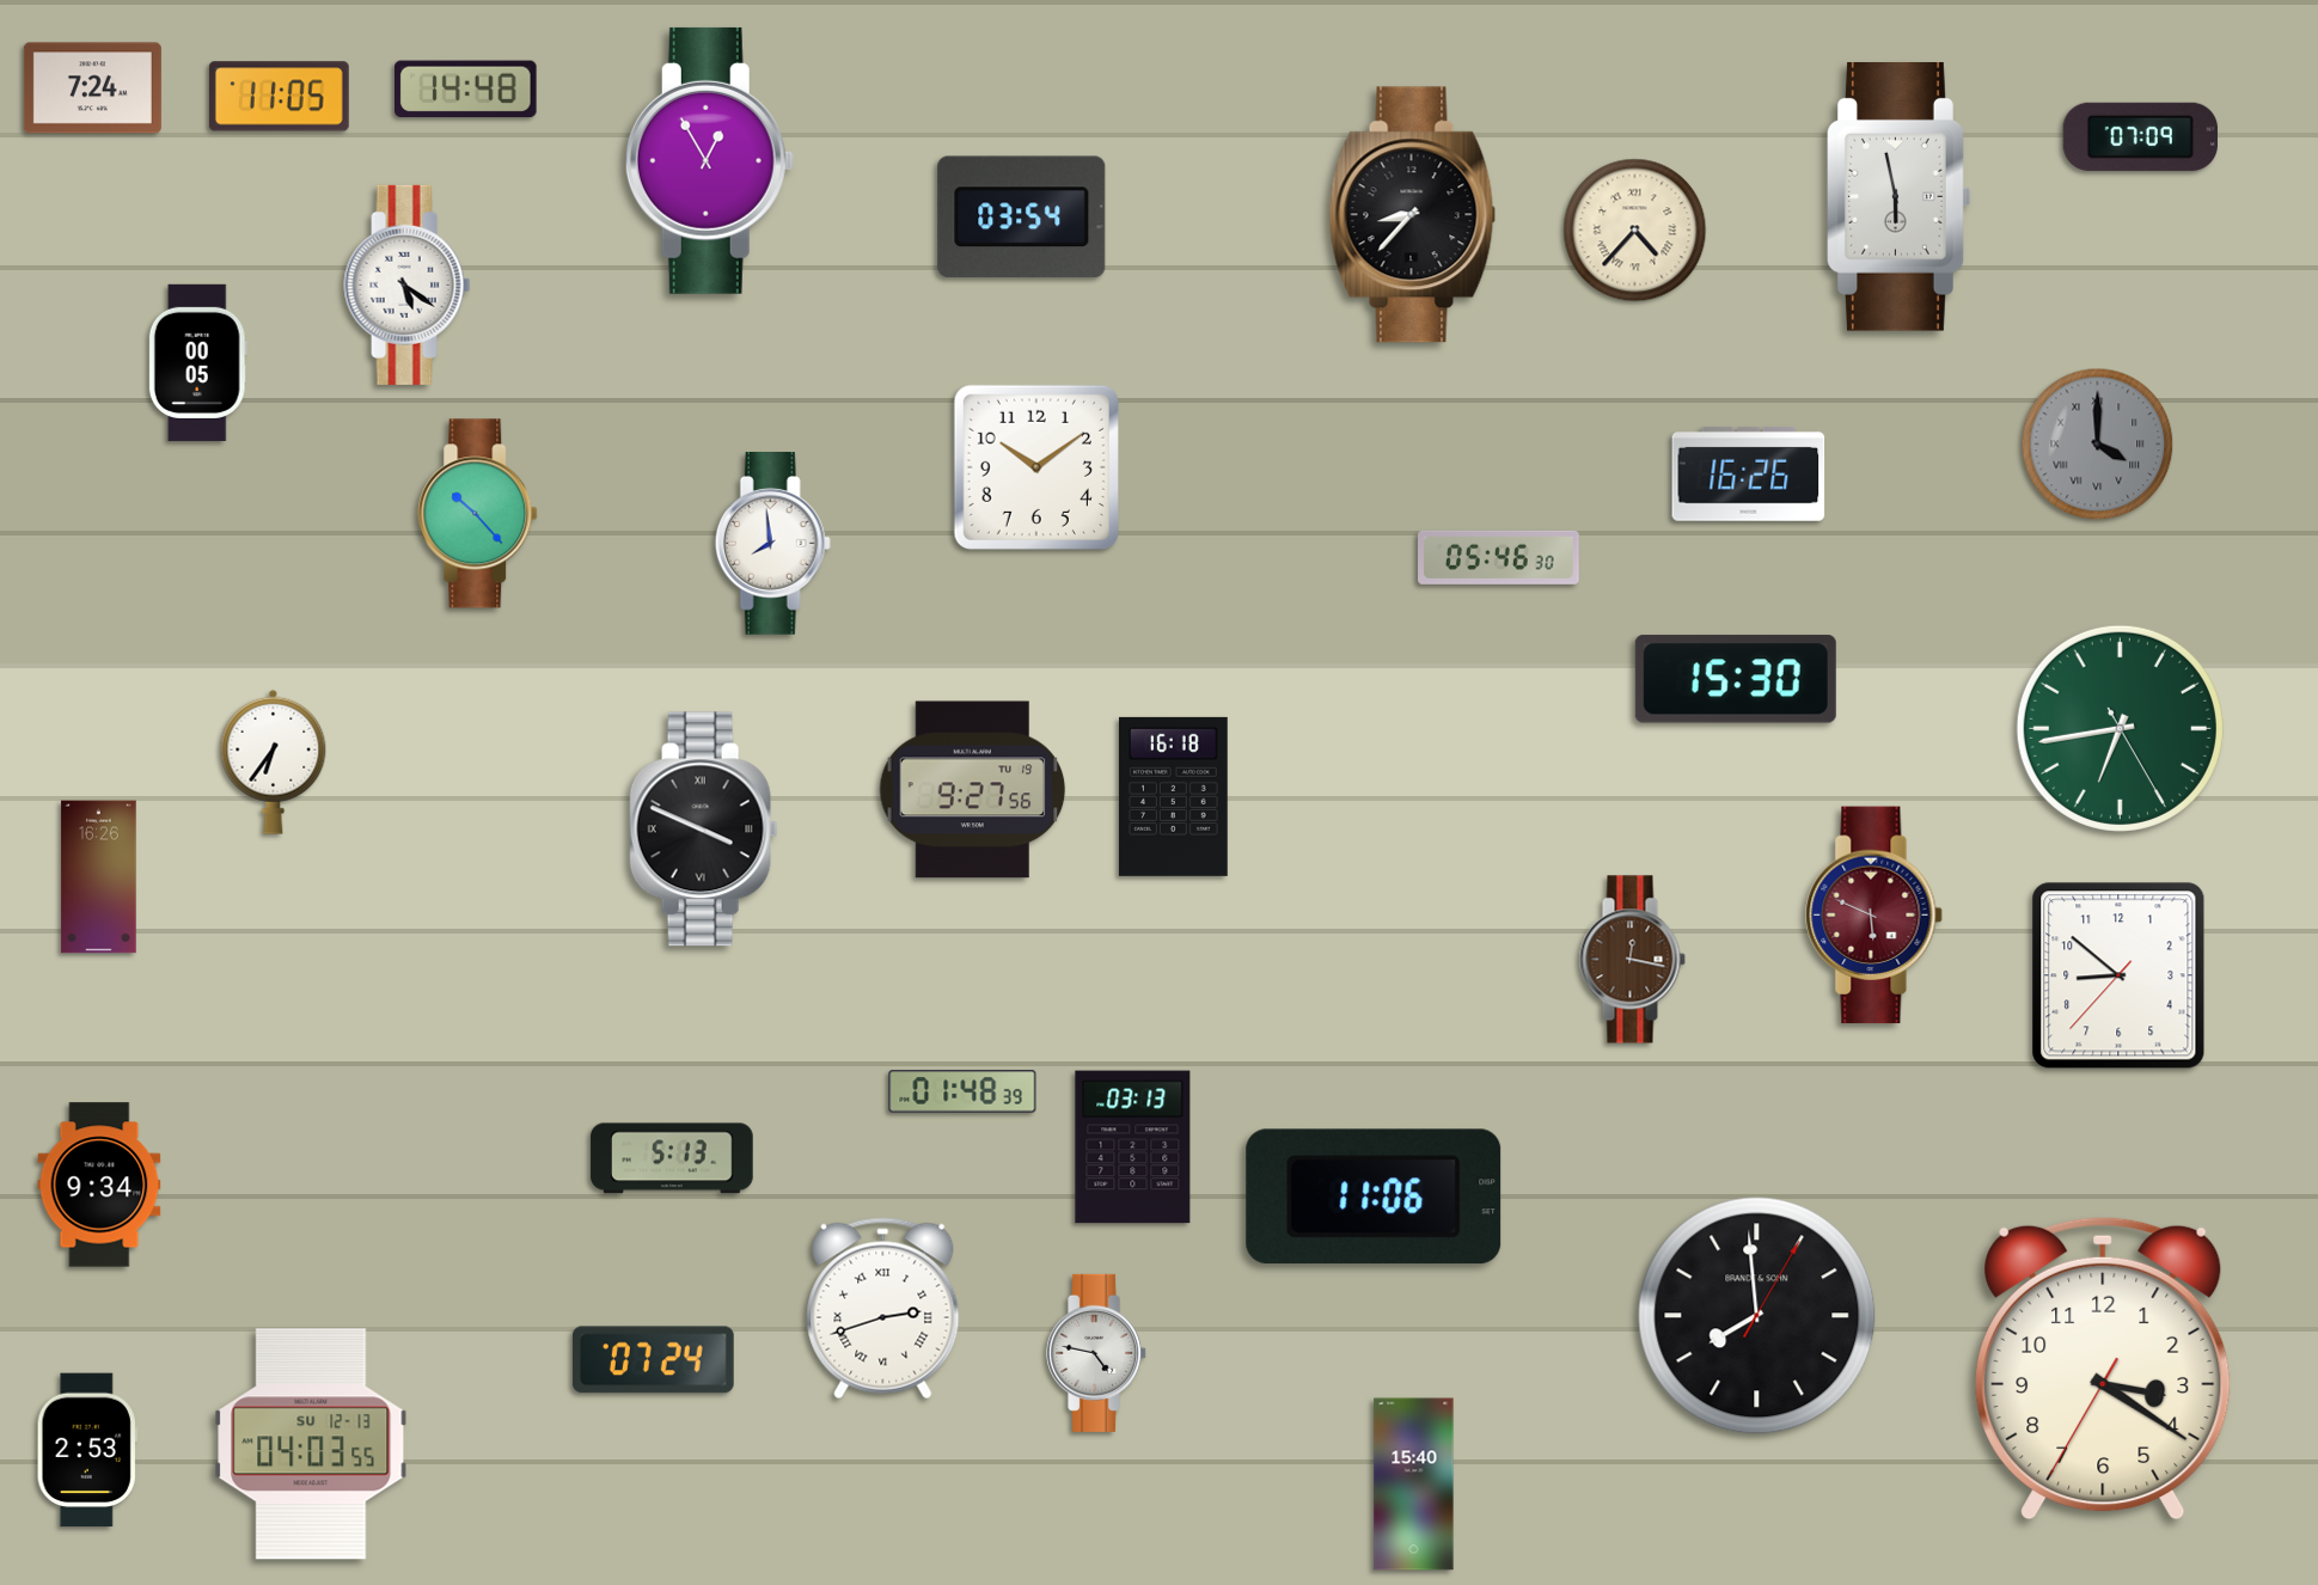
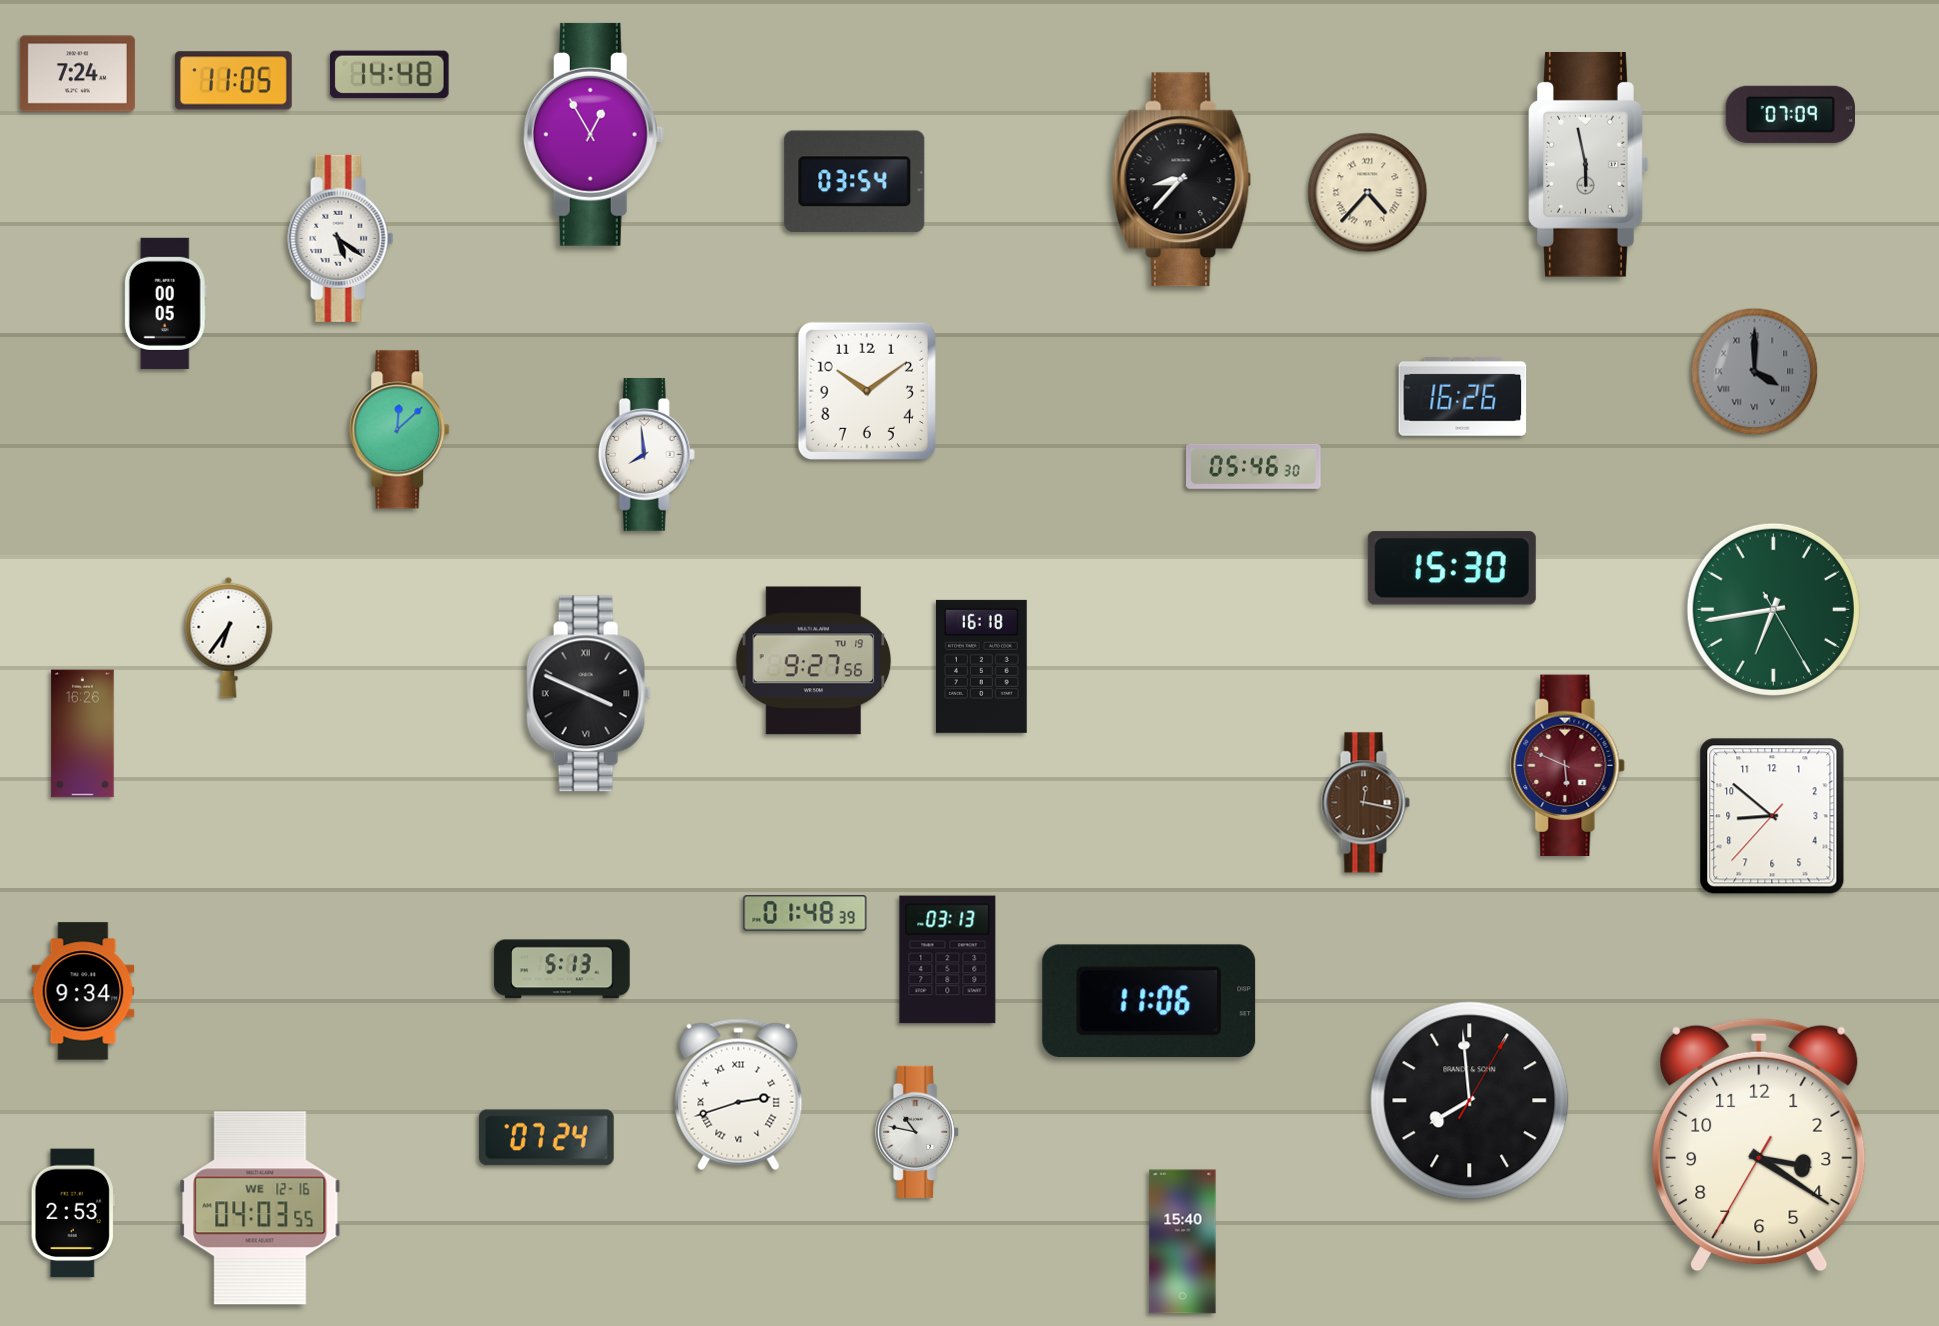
clock at (478, 514): 10:23 -> 12:08
clock at (1097, 1353): 4:47 -> 10:47
clock at (311, 1444) date: SU 12-13 -> WE 12-16
